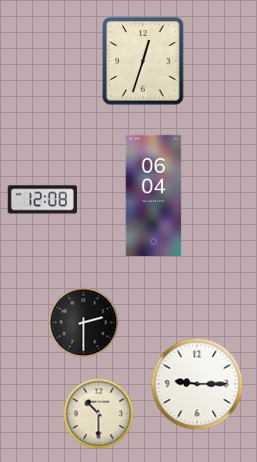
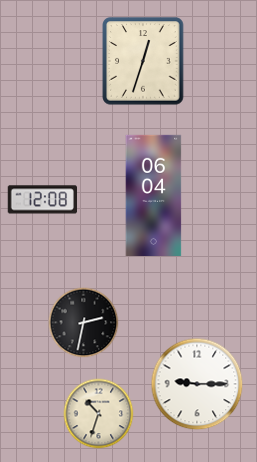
clock at (84, 323): 2:30 -> 2:32
clock at (99, 414): 10:30 -> 10:33
